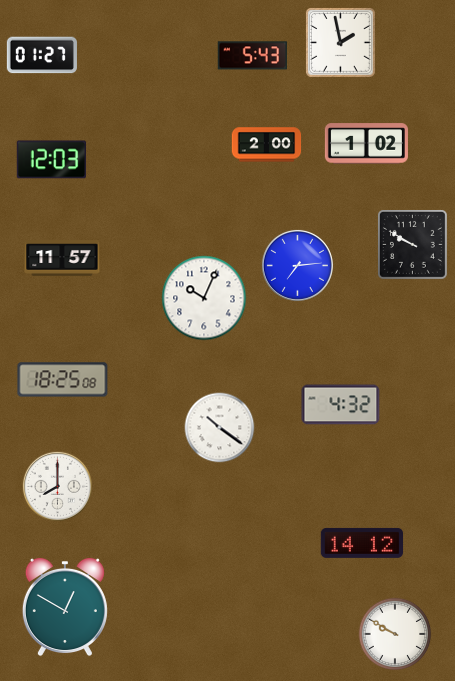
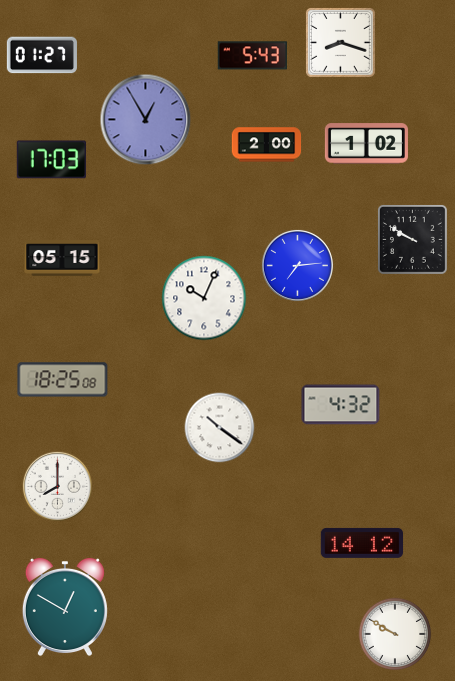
clock at (341, 43): 1:58 -> 8:18
clock at (146, 120): none -> 12:55
clock at (52, 160): 12:03 -> 17:03
clock at (413, 245) position: (413, 245) -> (413, 240)
clock at (62, 259): 11:57 -> 05:15
